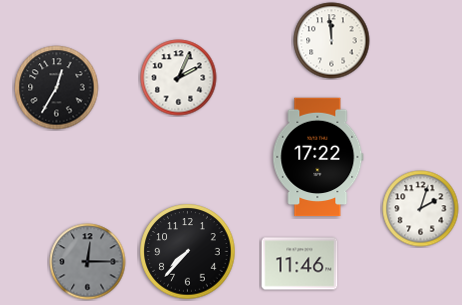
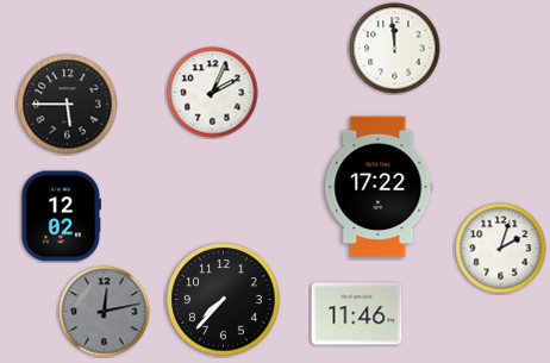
clock at (57, 88): 12:35 -> 5:45
clock at (61, 217): none -> 12:02
clock at (88, 262): 12:15 -> 12:13
